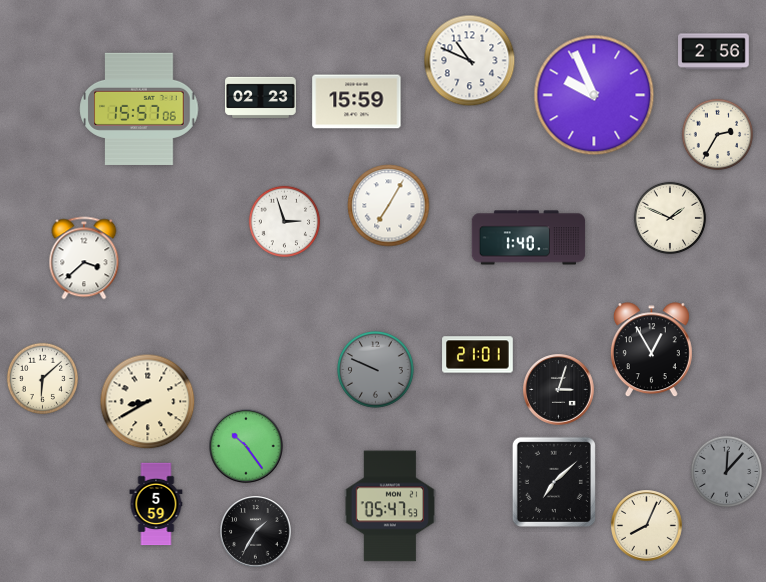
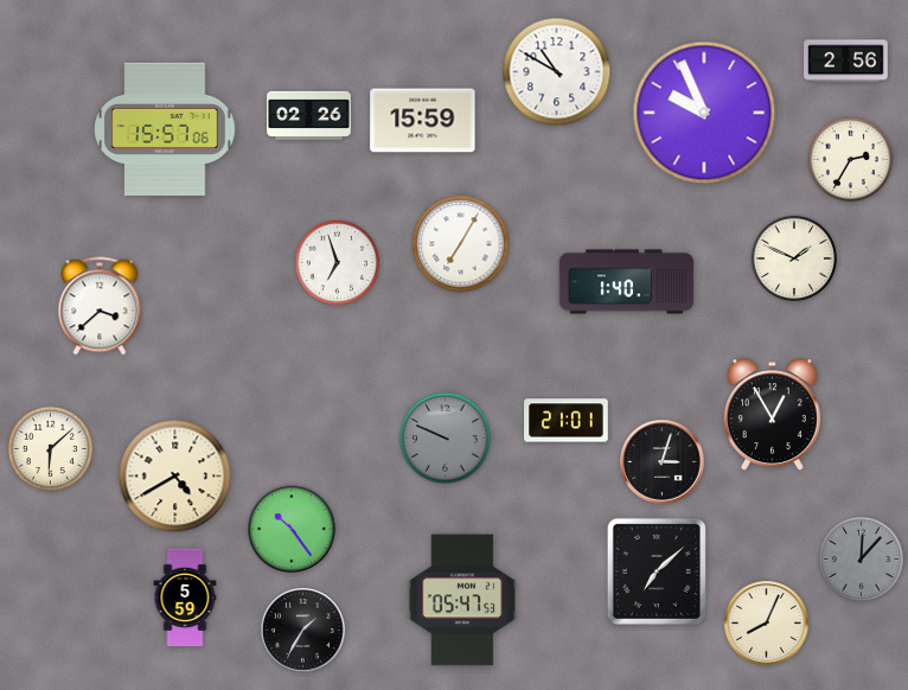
clock at (470, 61): 10:49 -> 10:50
clock at (261, 97): 02:23 -> 02:26
clock at (285, 222): 2:57 -> 6:57
clock at (148, 402): 8:40 -> 4:40
